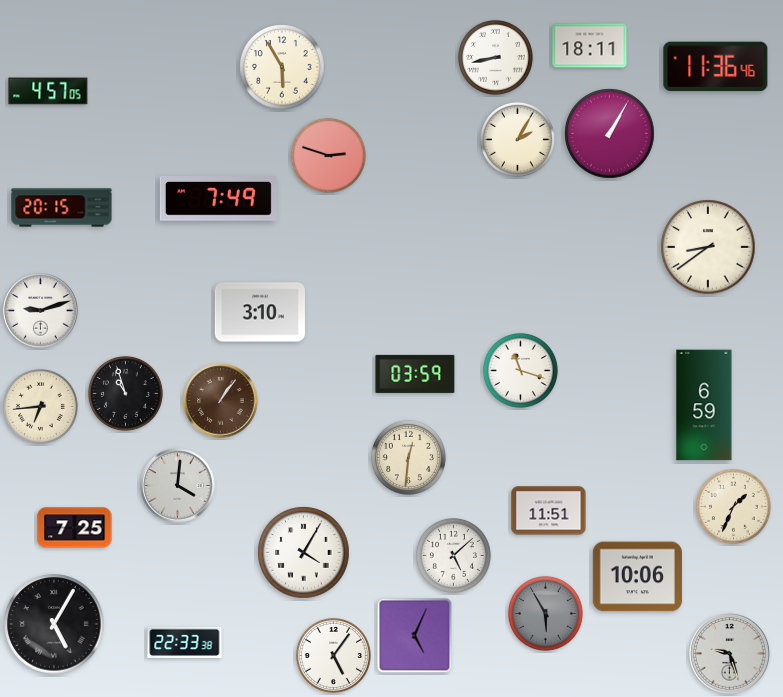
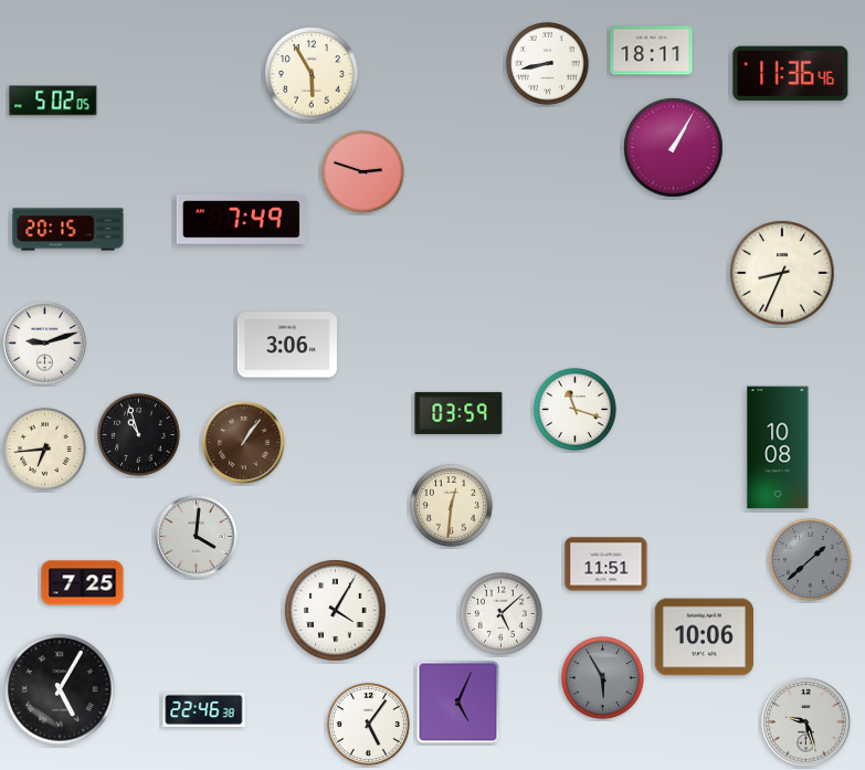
clock at (48, 91): 4:57 -> 5:02
clock at (517, 139): 2:05 -> none
clock at (708, 247): 8:39 -> 8:34
clock at (260, 312): 3:10 -> 3:06
clock at (704, 405): 6:59 -> 10:08
clock at (733, 506): 1:34 -> 1:38
clock at (733, 506) dial: cream -> grey
clock at (185, 642): 22:33 -> 22:46
